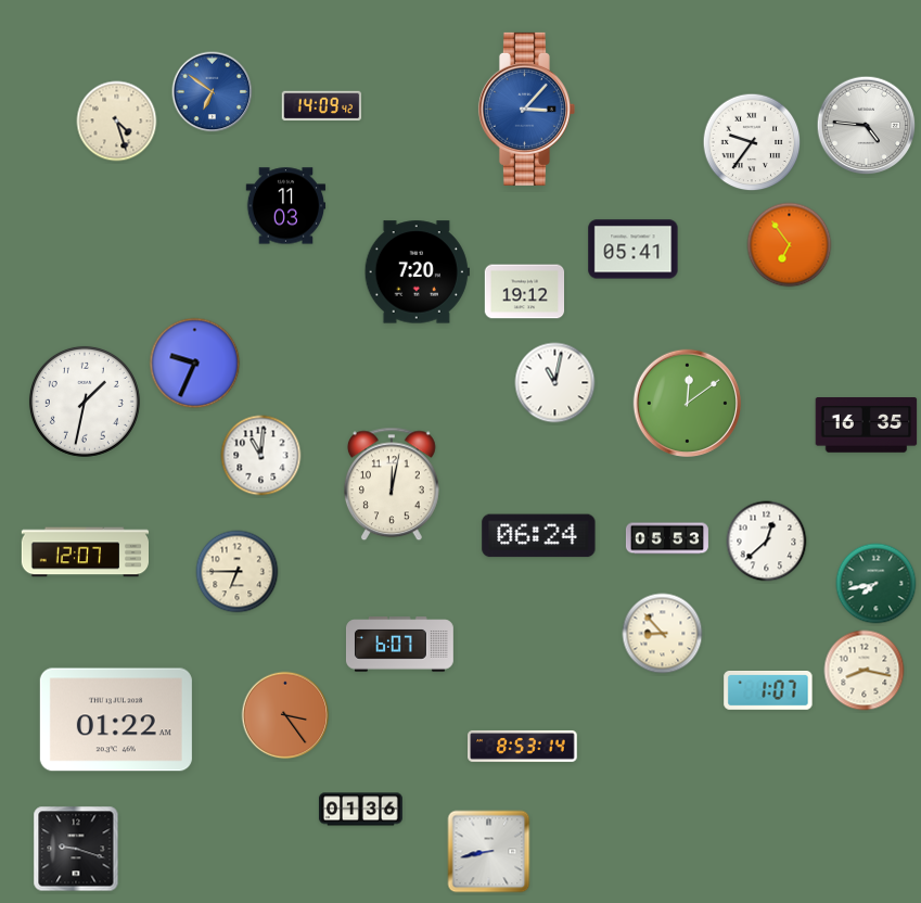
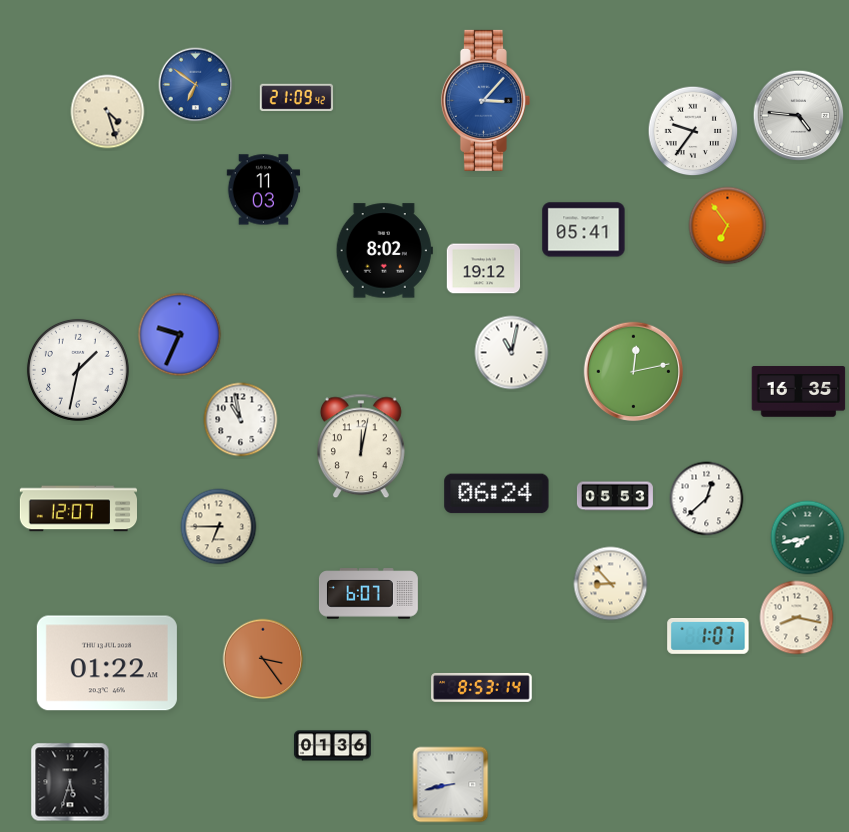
clock at (322, 106): 14:09 -> 21:09
clock at (417, 272): 7:20 -> 8:02
clock at (687, 403): 12:09 -> 12:13
clock at (261, 456): 11:01 -> 10:58
clock at (76, 849): 9:18 -> 5:33
